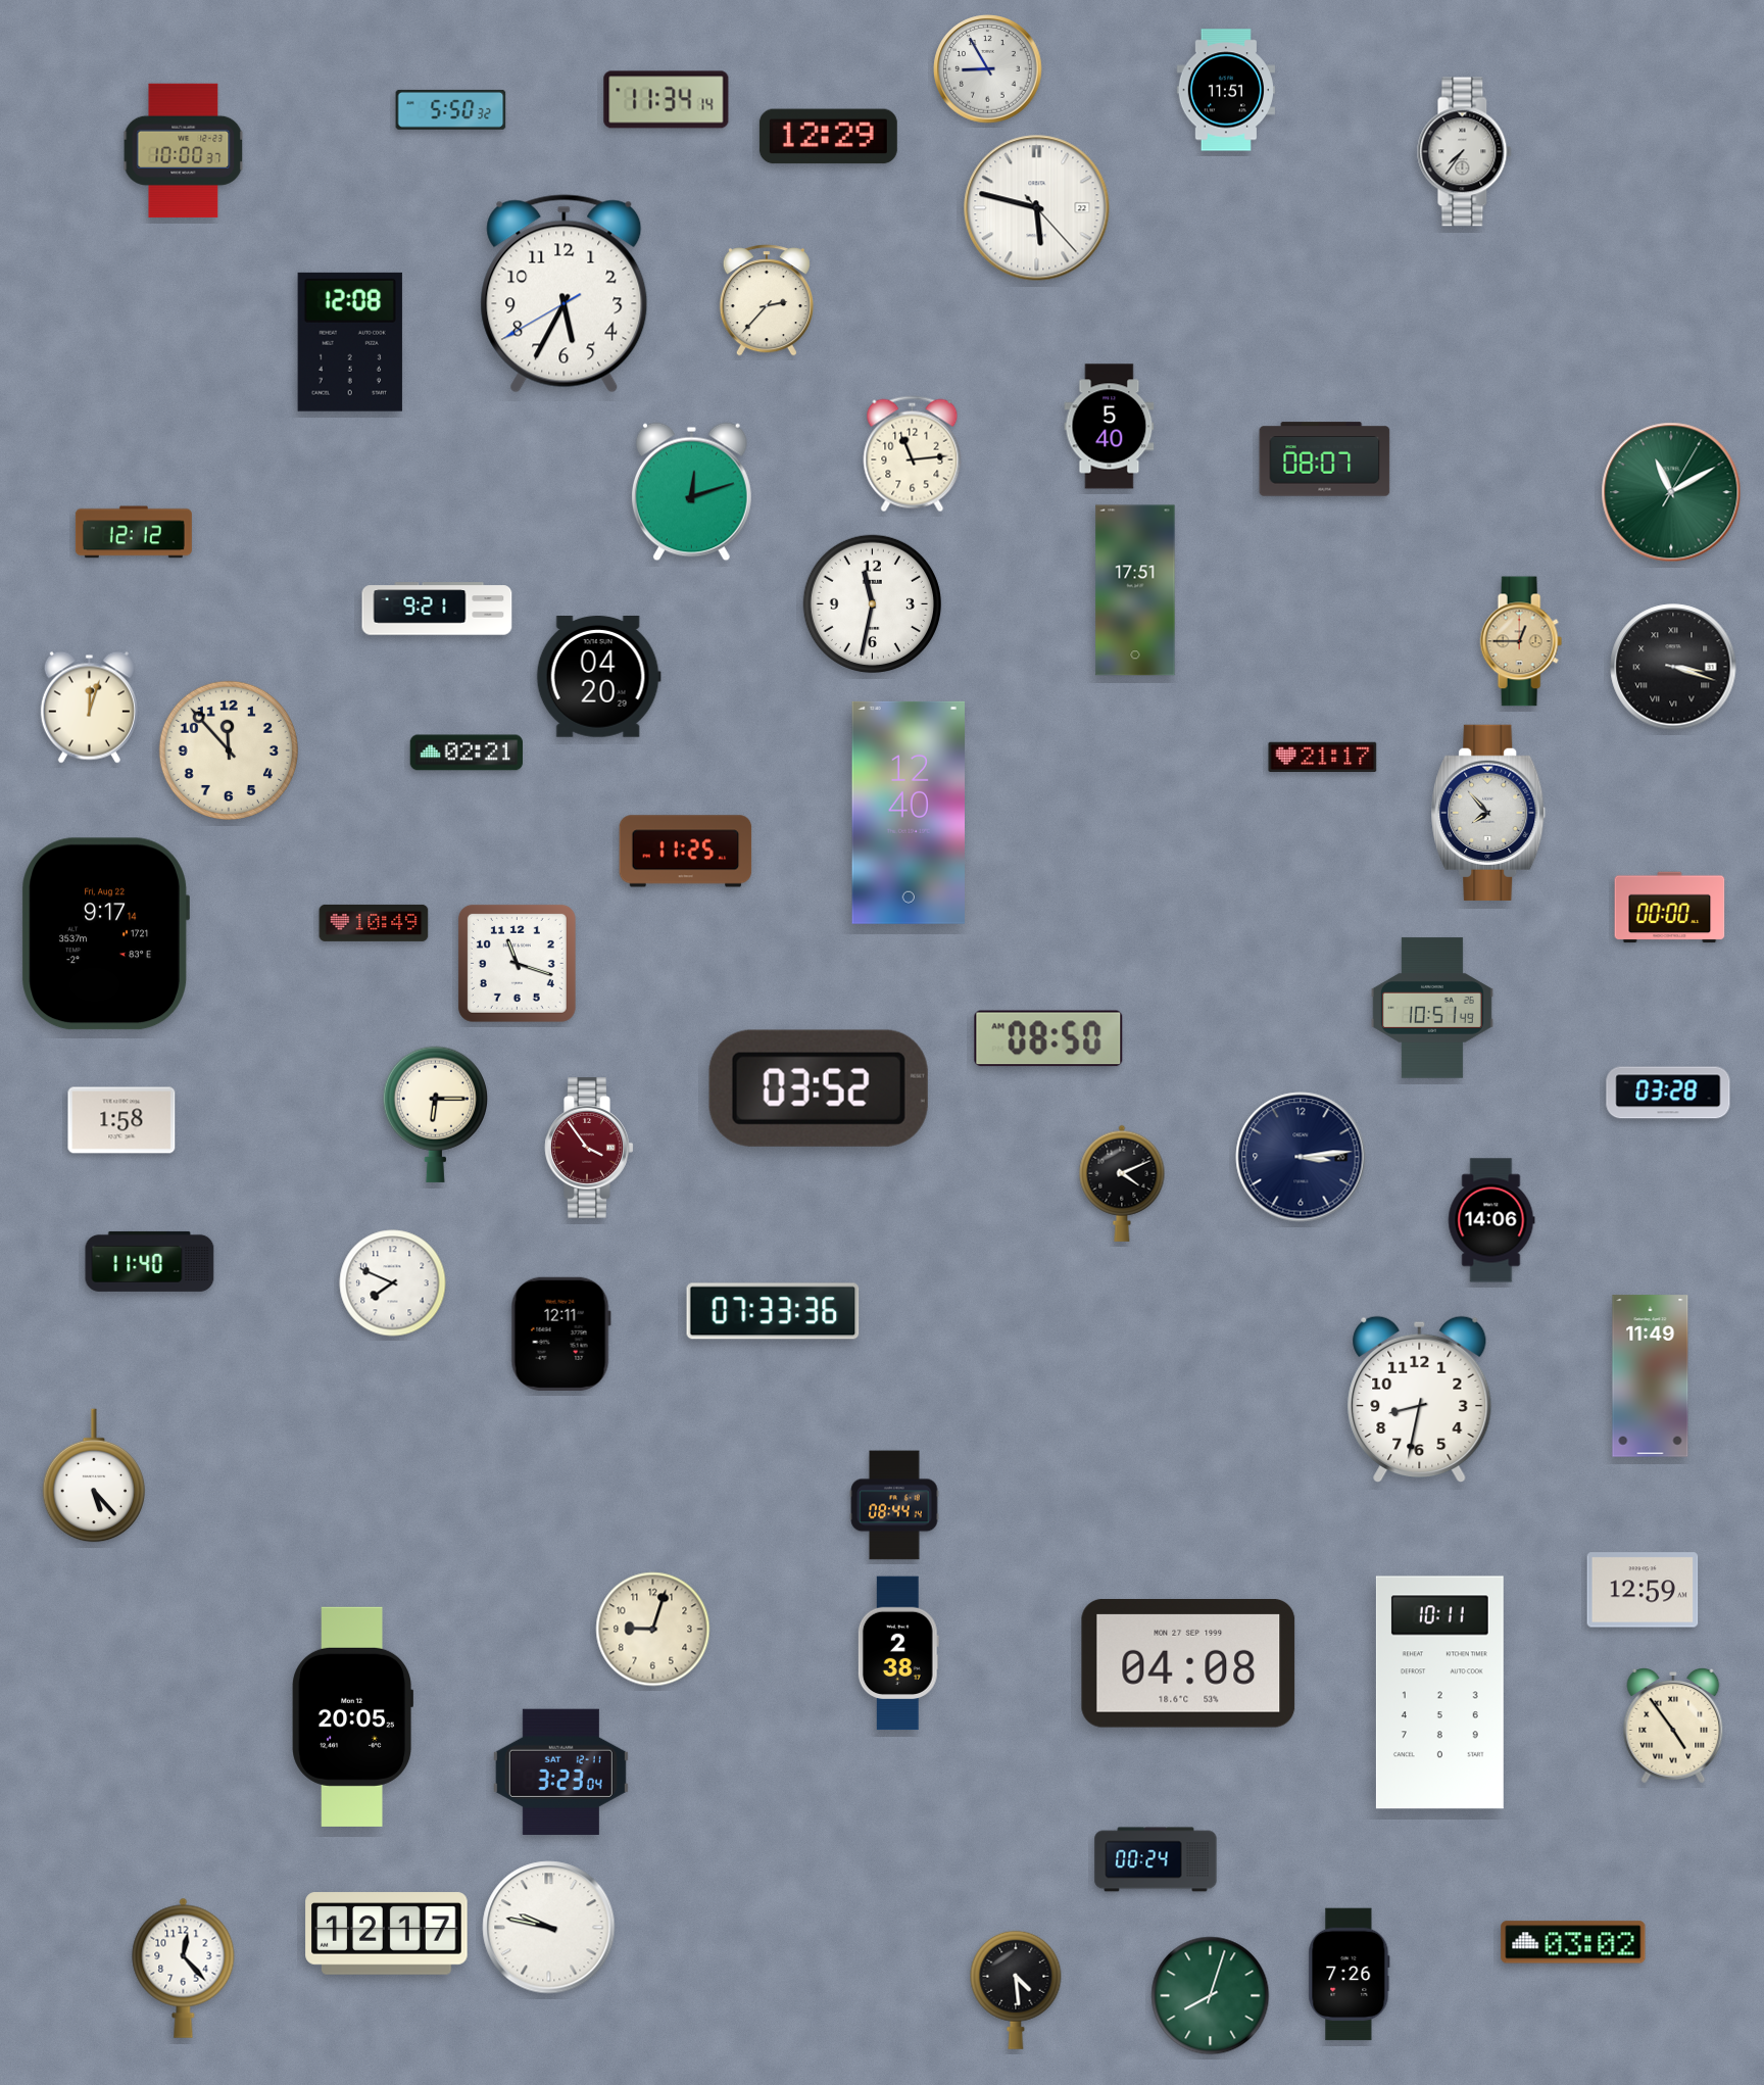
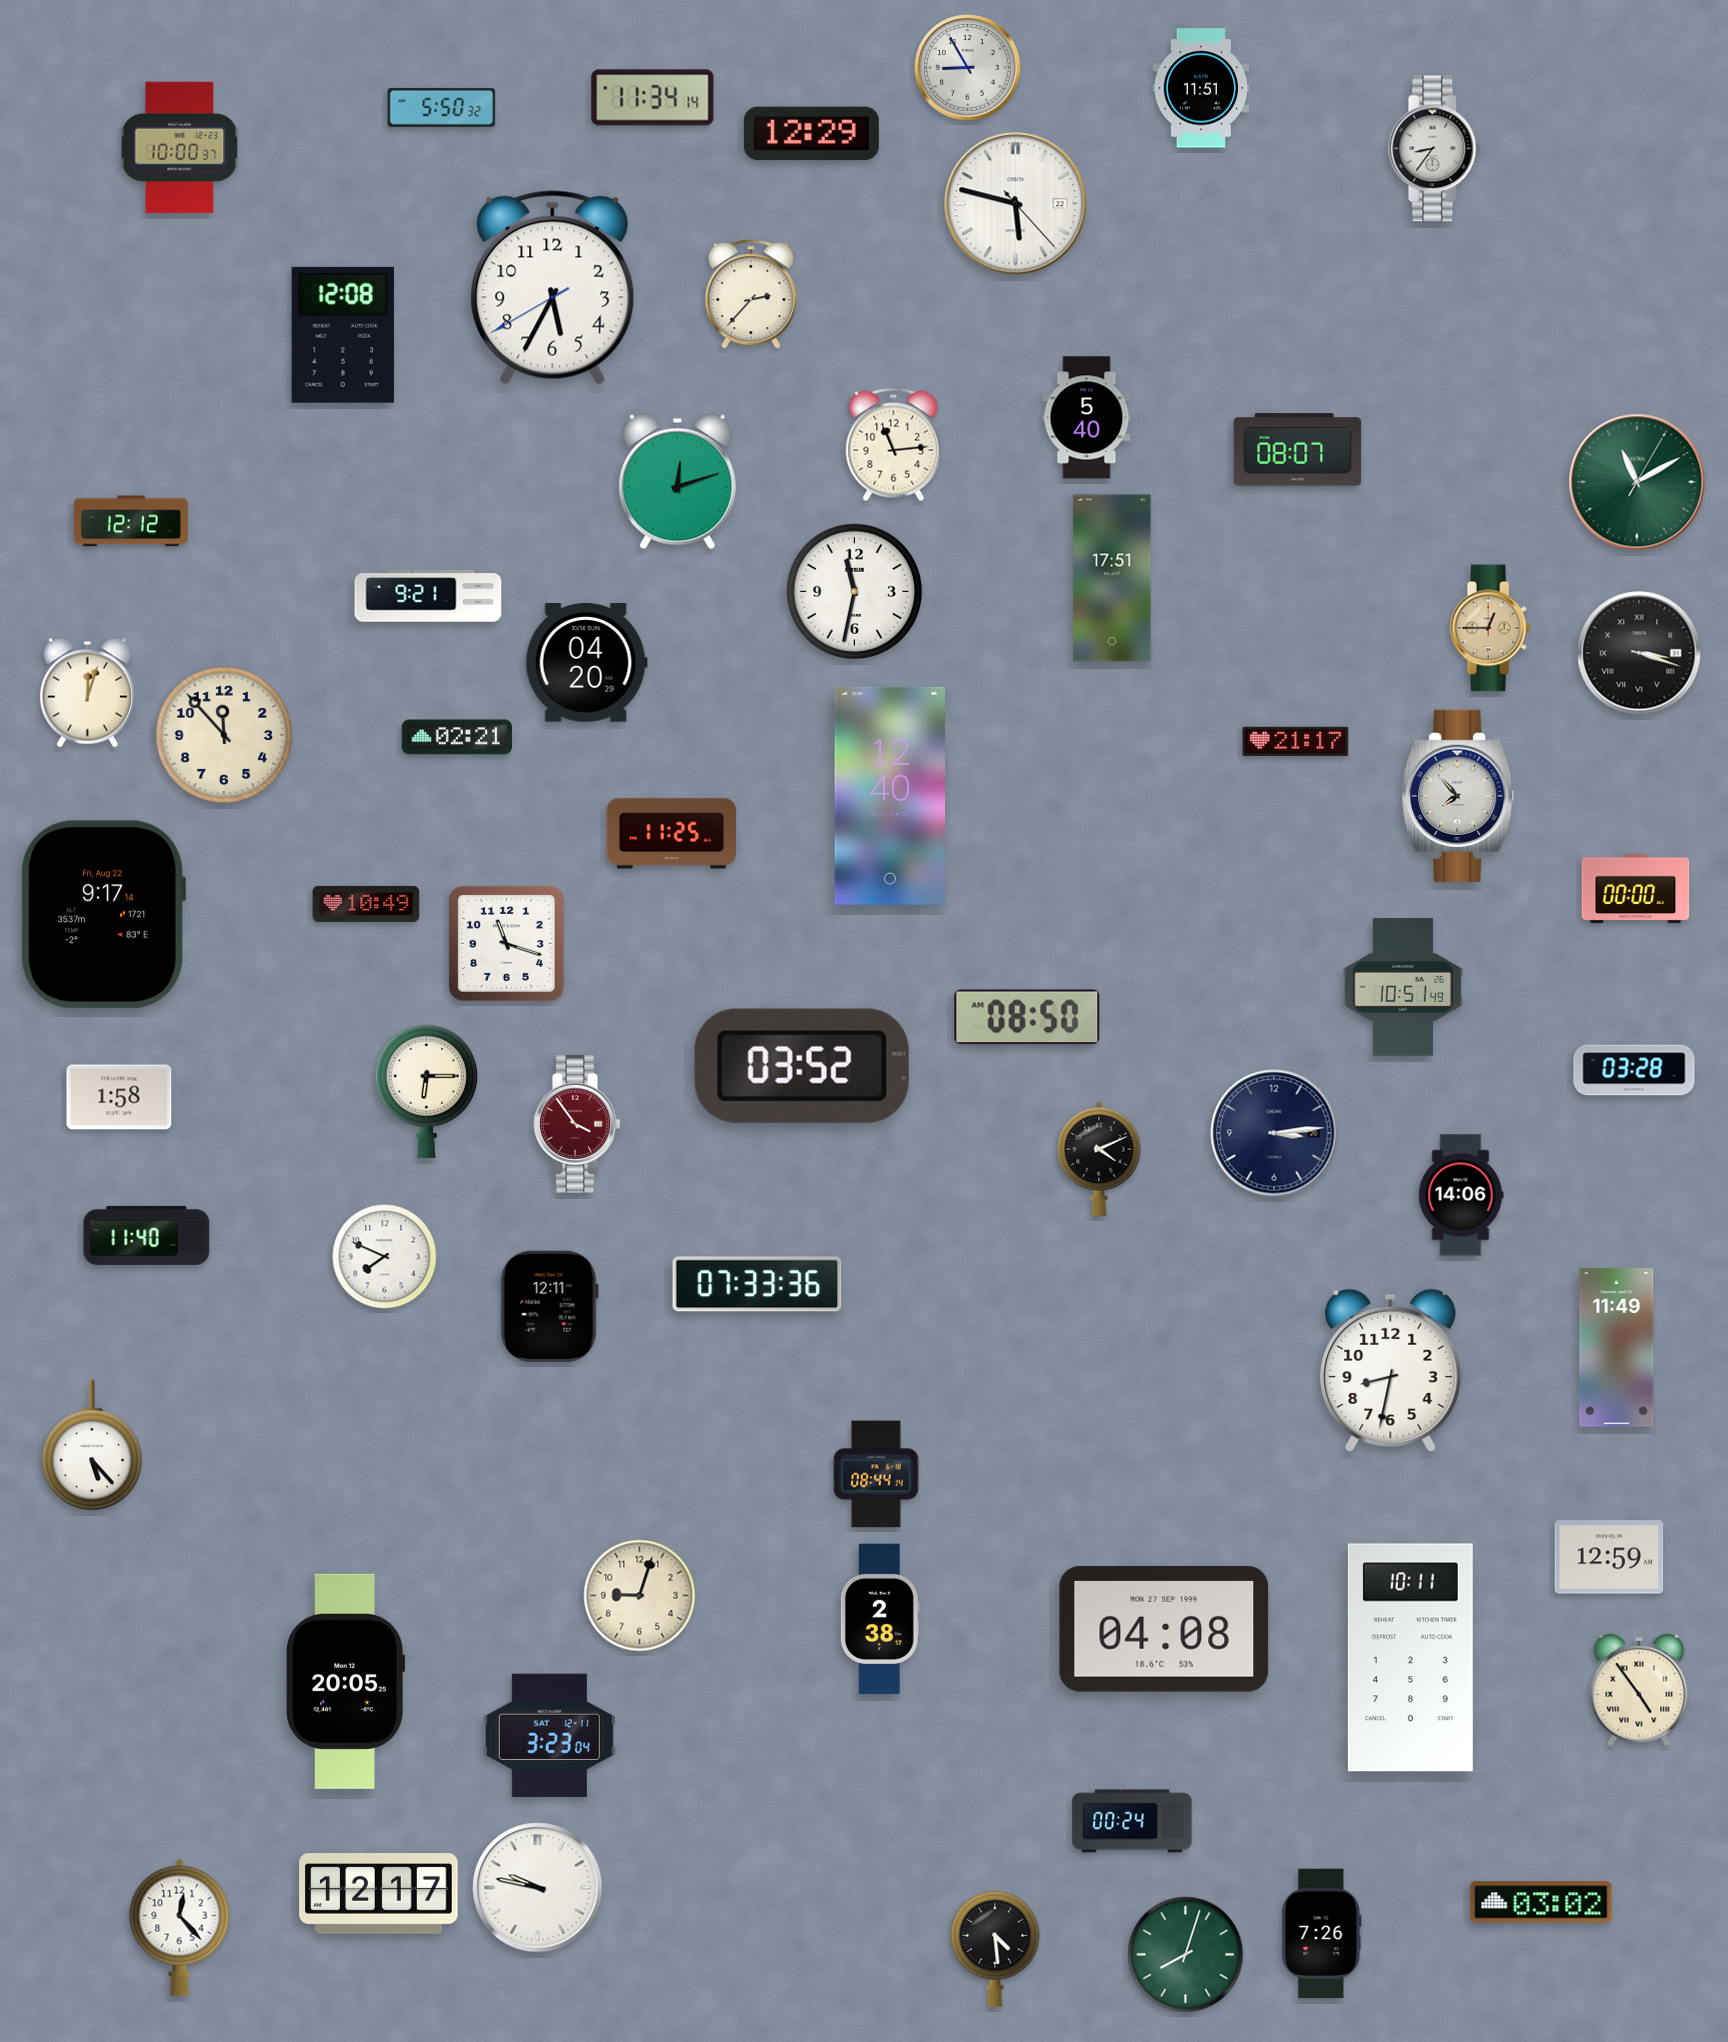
clock at (1465, 152): 7:36 -> 8:36
